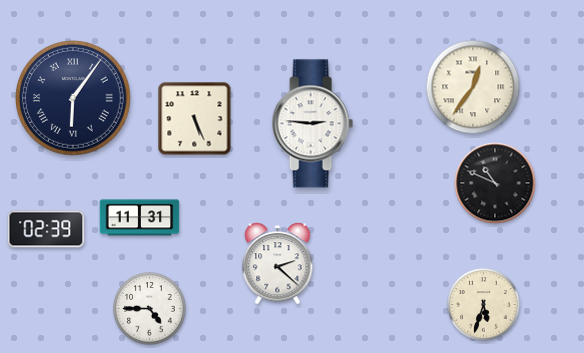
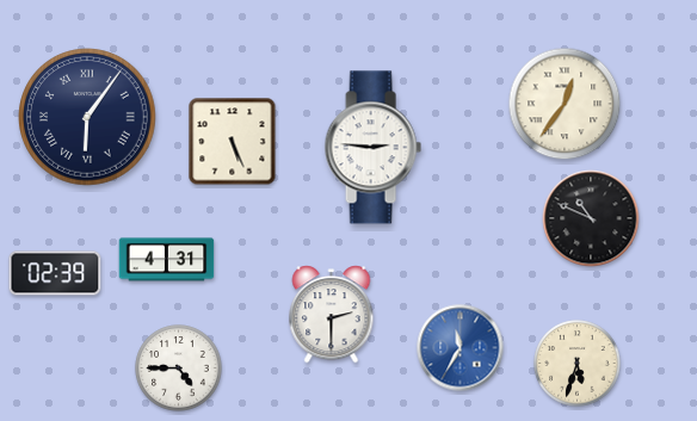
clock at (140, 218): 11:31 -> 4:31
clock at (278, 264): 2:22 -> 2:30
clock at (461, 348): none -> 11:35
